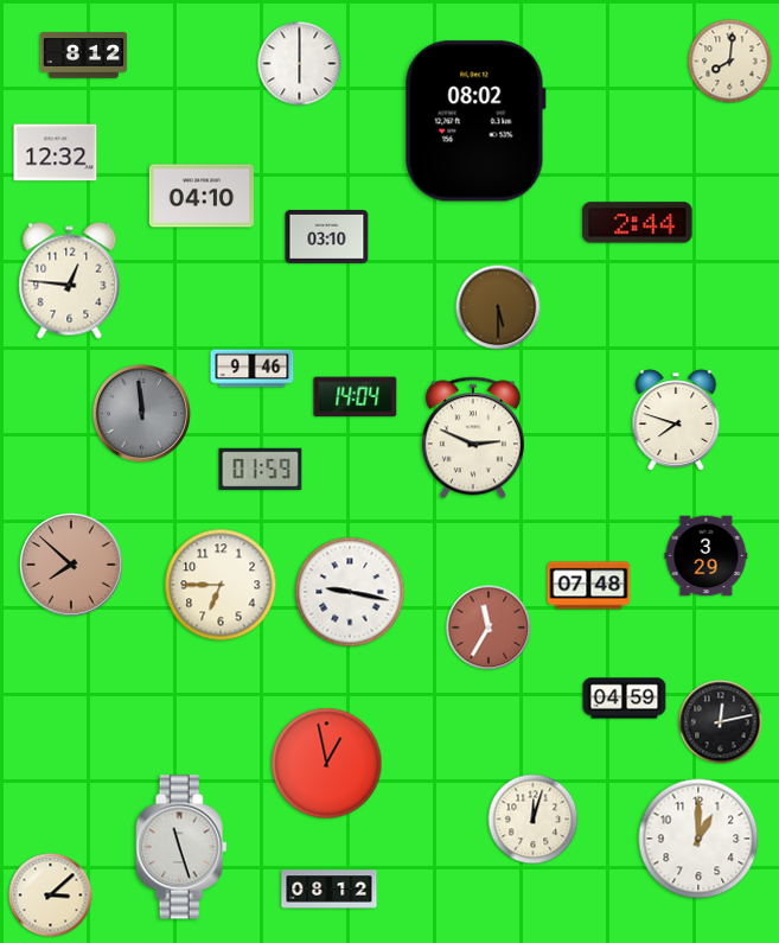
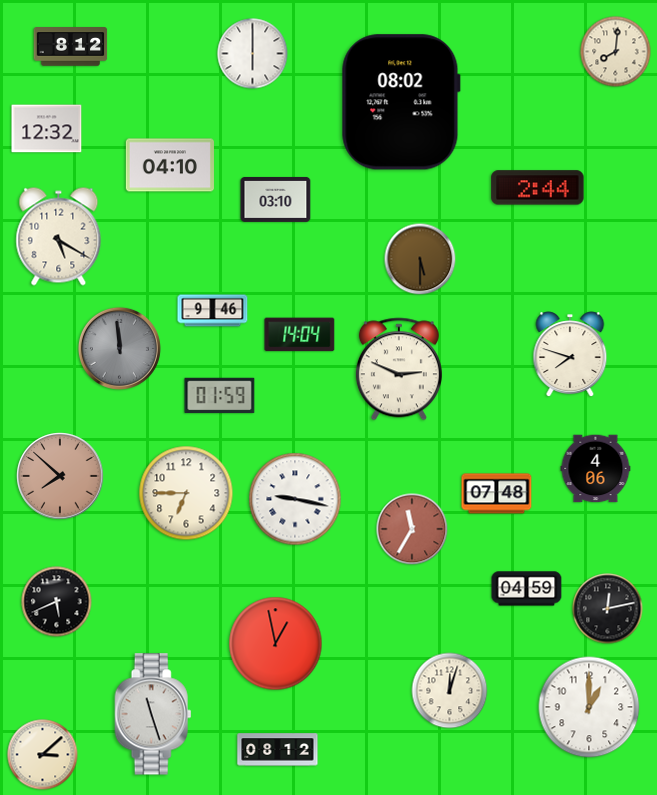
clock at (70, 281): 12:46 -> 5:20
clock at (707, 556): 3:29 -> 4:06
clock at (57, 602): none -> 5:41
